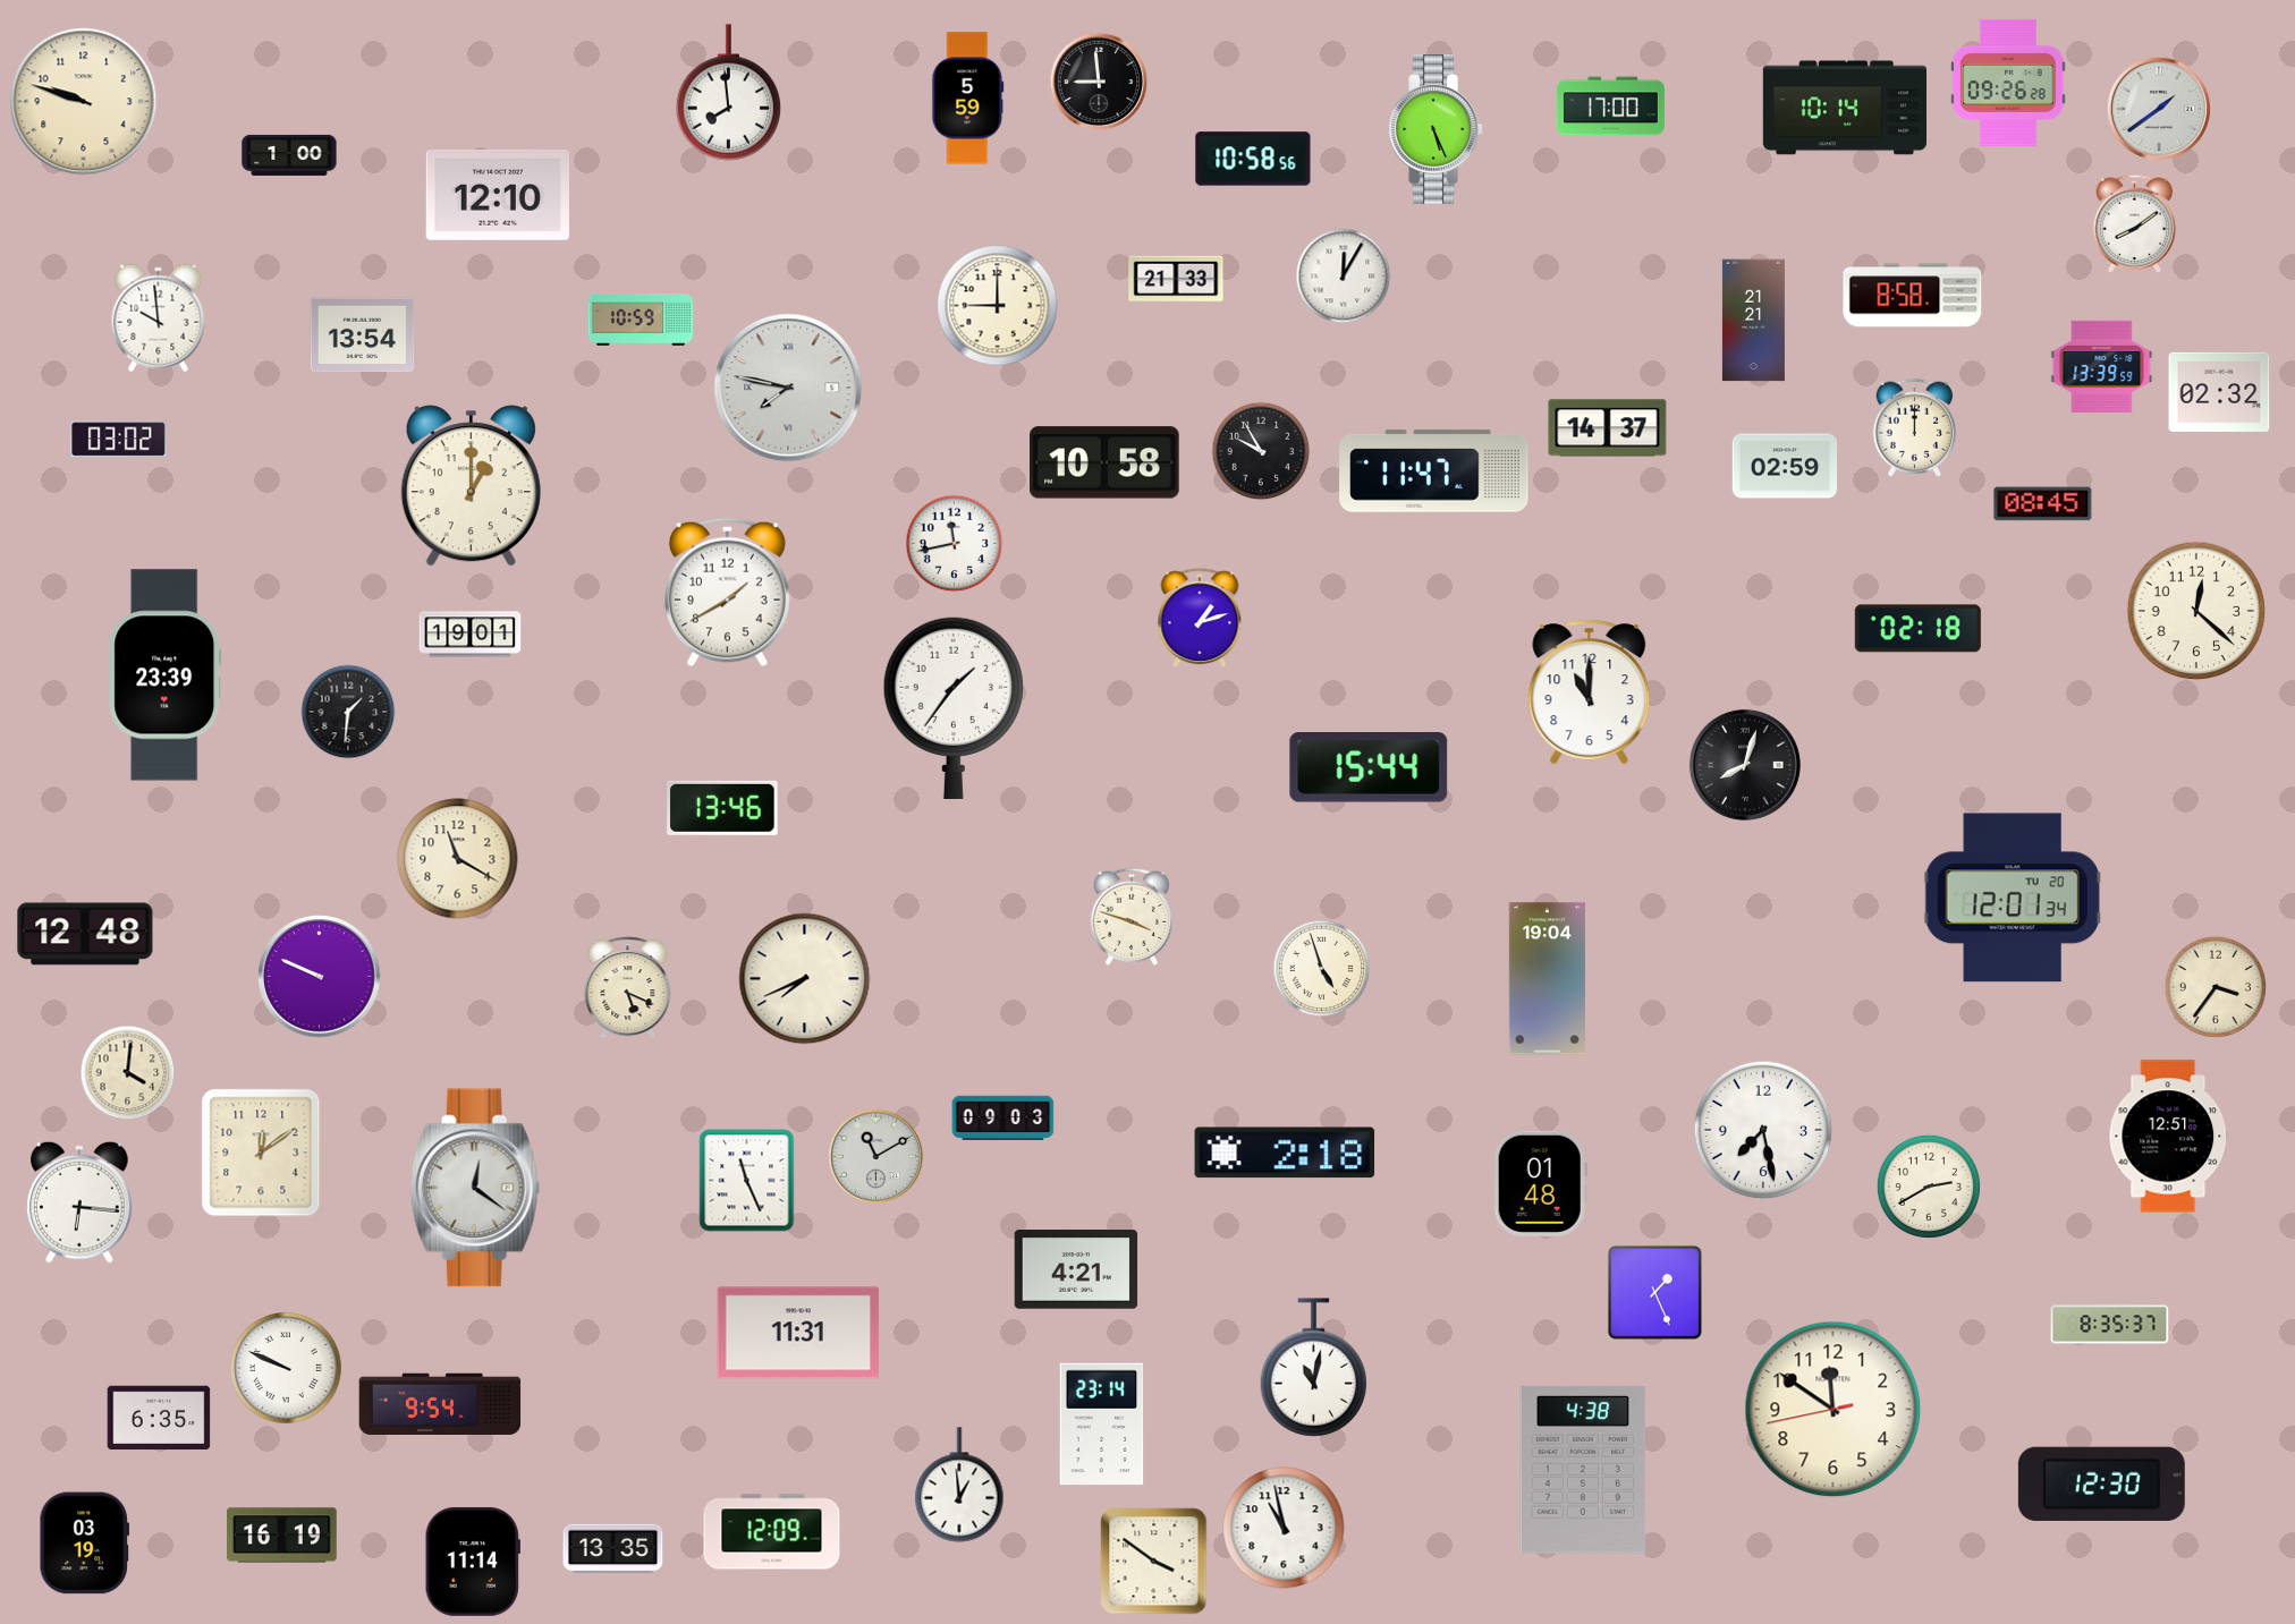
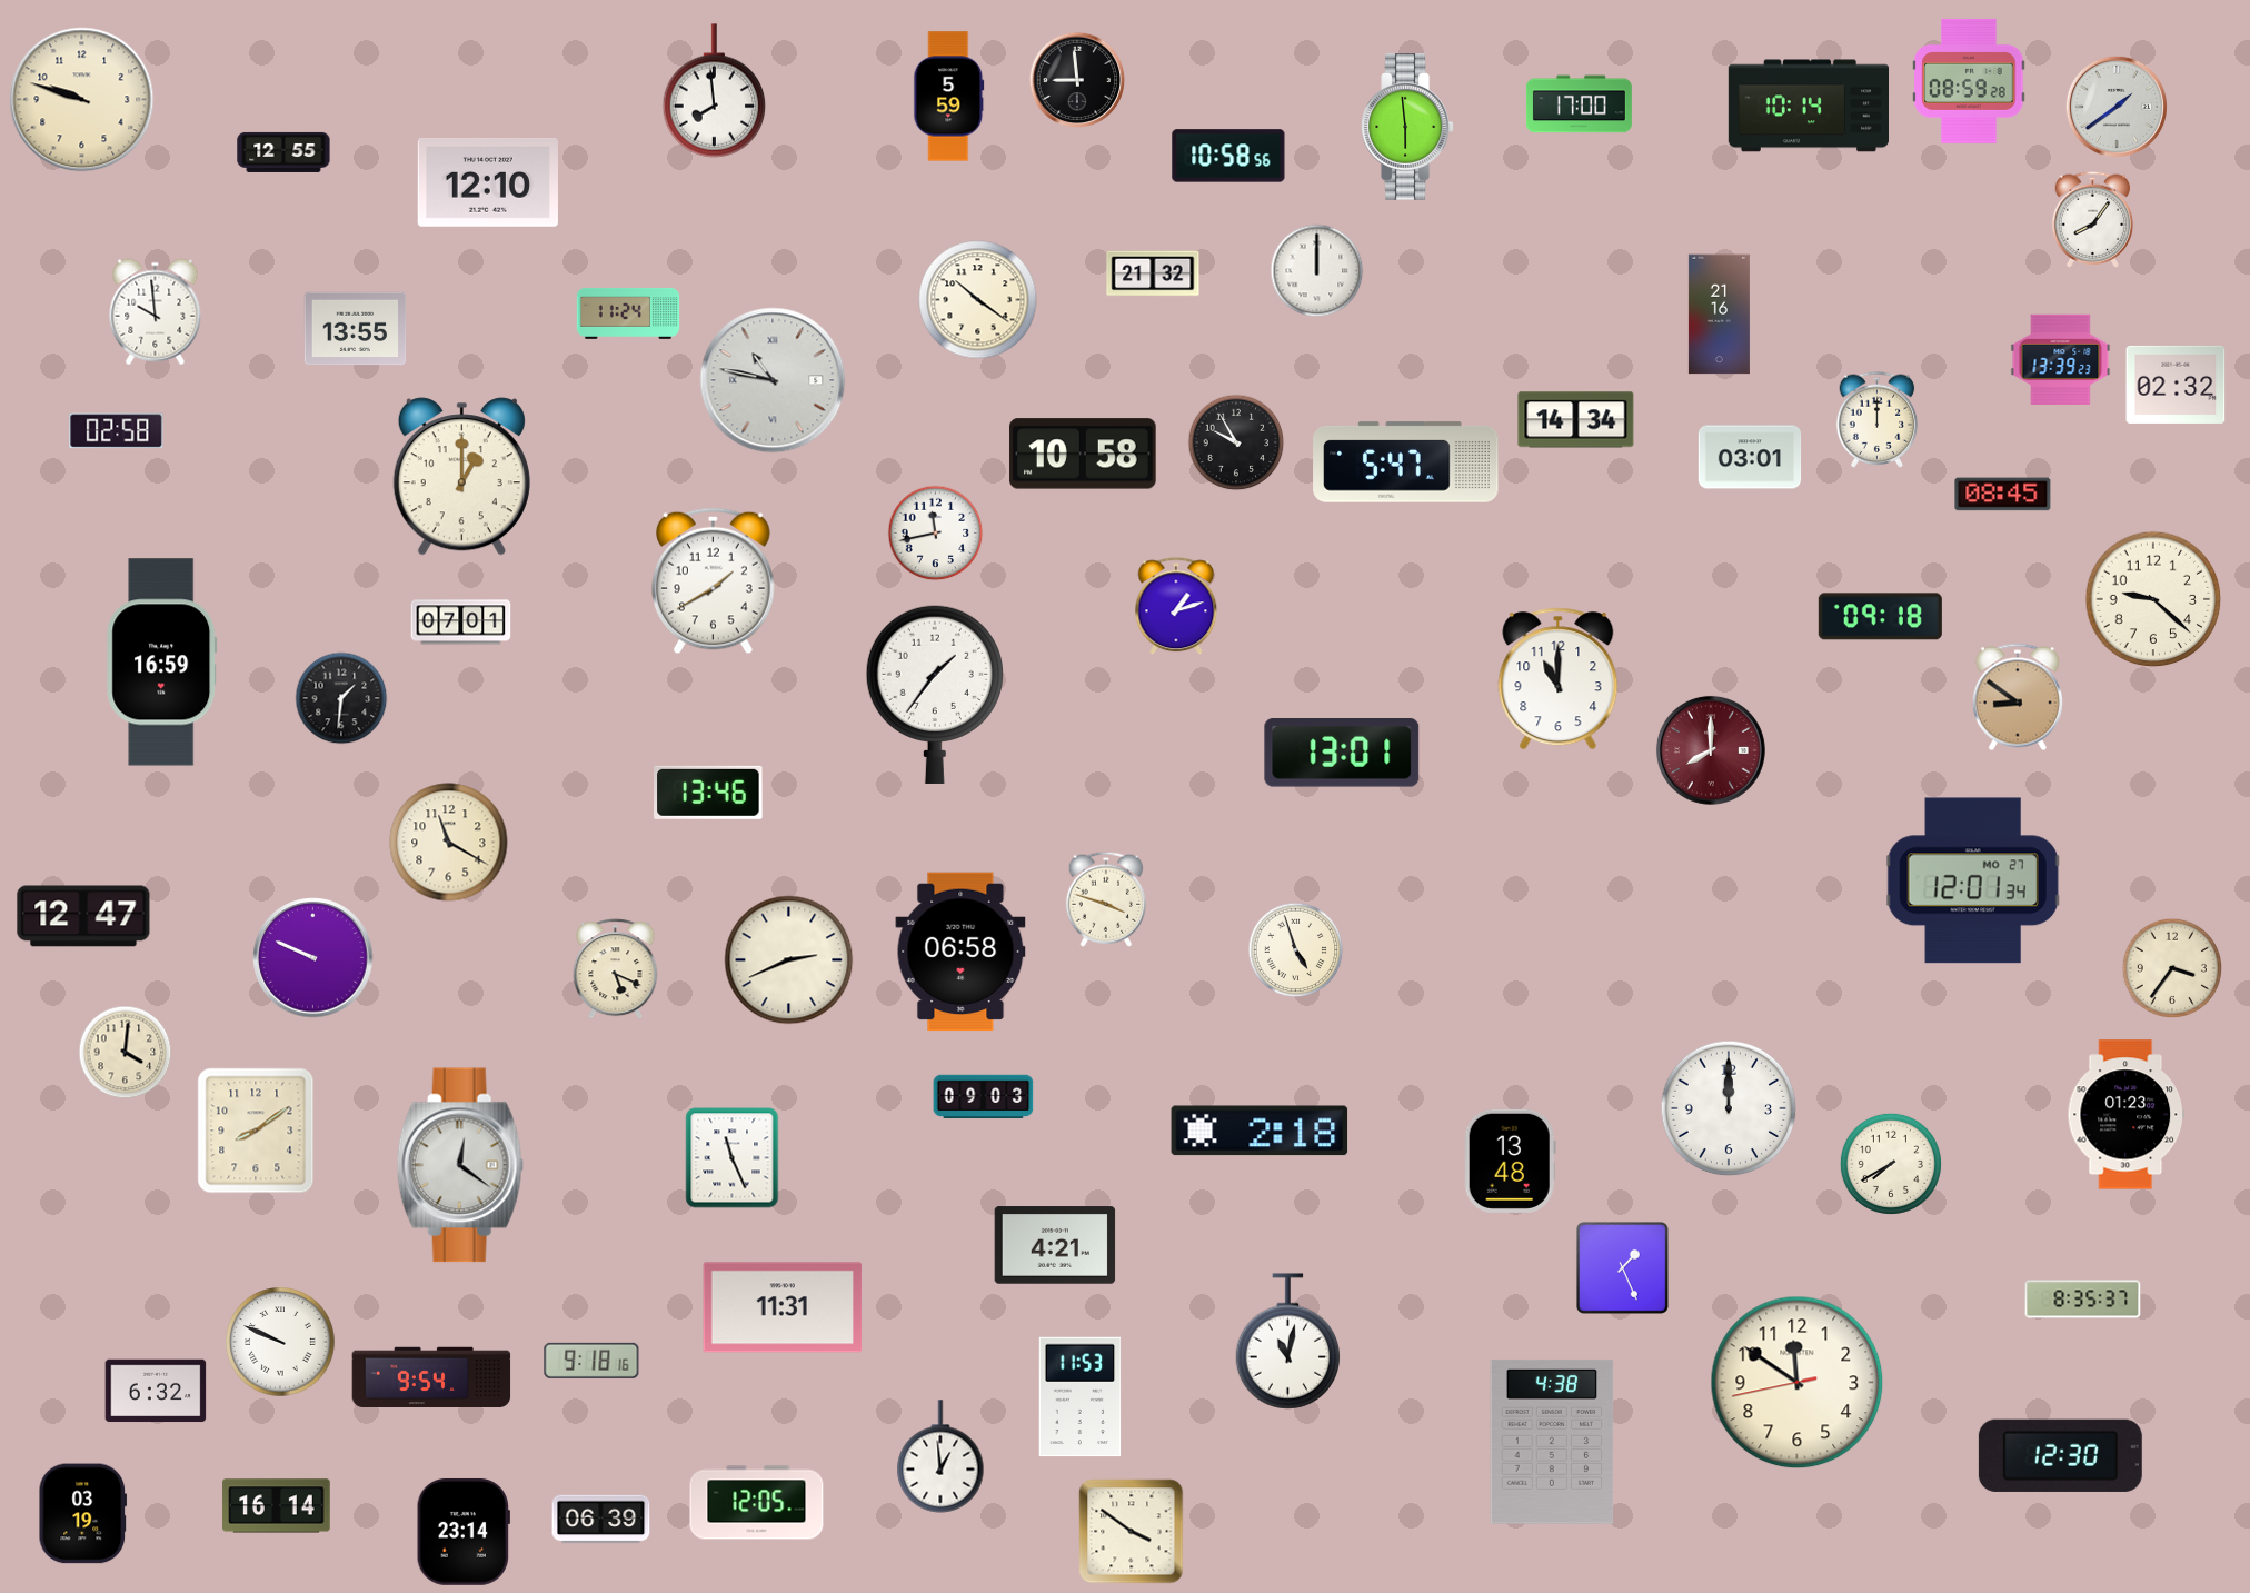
clock at (2008, 83): 09:26 -> 08:59
clock at (1436, 129): 5:26 -> 5:59
clock at (289, 155): 1:00 -> 12:55
clock at (498, 195) position: (498, 195) -> (488, 182)
clock at (2135, 223): 8:09 -> 8:06
clock at (1344, 277): 12:05 -> 12:00
clock at (1176, 279): 21:33 -> 21:32
clock at (1913, 296): 8:58 -> none
clock at (998, 306): 9:00 -> 10:21
clock at (641, 320): 10:59 -> 11:24
clock at (1753, 321): 21:21 -> 21:16
clock at (363, 335): 13:54 -> 13:55
clock at (2102, 366): 13:39:59 -> 13:39:23
clock at (788, 388): 7:47 -> 10:47
clock at (1608, 428): 14:37 -> 14:34
clock at (119, 440): 03:02 -> 02:58
clock at (1785, 466): 02:59 -> 03:01
clock at (1434, 470): 11:47 -> 5:47
clock at (2196, 611): 12:22 -> 9:22
clock at (1917, 629): 02:18 -> 09:18
clock at (471, 635): 19:01 -> 07:01
clock at (166, 675): 23:39 -> 16:59
clock at (2018, 697): none -> 8:51
clock at (1745, 765): 8:03 -> 8:00
clock at (1745, 765) dial: black -> burgundy
clock at (1369, 768): 15:44 -> 13:01
clock at (2013, 898) date: TU 20 -> MO 27
clock at (1130, 917) position: (1130, 917) -> (1105, 899)
clock at (85, 934): 12:48 -> 12:47
clock at (960, 952): none -> 06:58
clock at (805, 979): 7:41 -> 2:41
clock at (1547, 979): 19:04 -> none
clock at (1763, 1130): 7:28 -> 12:00
clock at (2169, 1137): 12:51 -> 01:23
clock at (261, 1153): 12:09 -> 8:09
clock at (876, 1157): 11:10 -> none
clock at (1540, 1183): 01:48 -> 13:48
clock at (1929, 1187): 2:40 -> 7:40
clock at (475, 1188) position: (475, 1188) -> (460, 1165)
clock at (79, 1202): 6:16 -> none
clock at (2110, 1325) position: (2110, 1325) -> (2083, 1300)
clock at (591, 1361): none -> 9:18
clock at (159, 1418): 6:35 -> 6:32
clock at (1102, 1425): 23:14 -> 11:53
clock at (1284, 1528): 10:58 -> none
clock at (772, 1532): 12:09 -> 12:05
clock at (282, 1536): 16:19 -> 16:14
clock at (613, 1549): 13:35 -> 06:39
clock at (473, 1562): 11:14 -> 23:14
